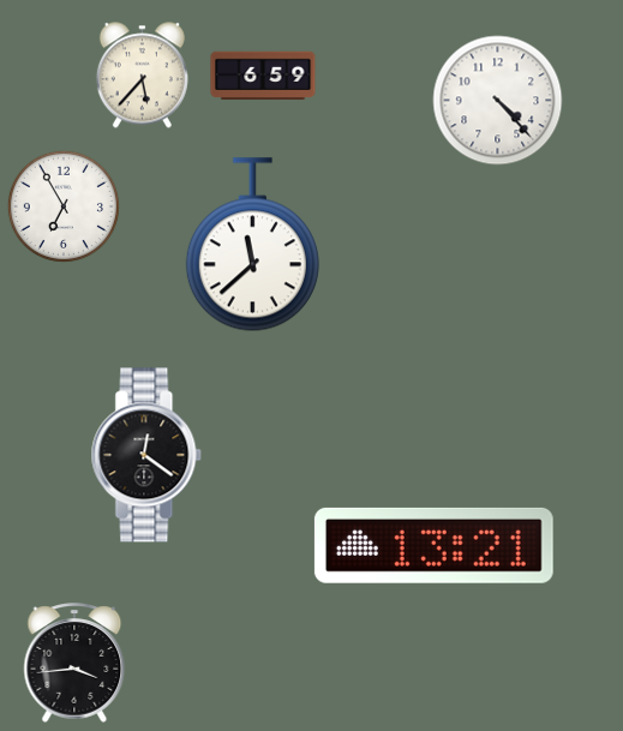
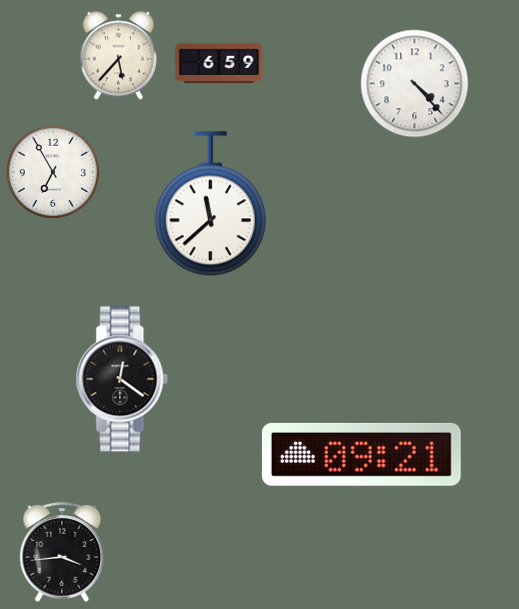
clock at (142, 76) position: (142, 76) -> (118, 56)
clock at (433, 545): 13:21 -> 09:21
